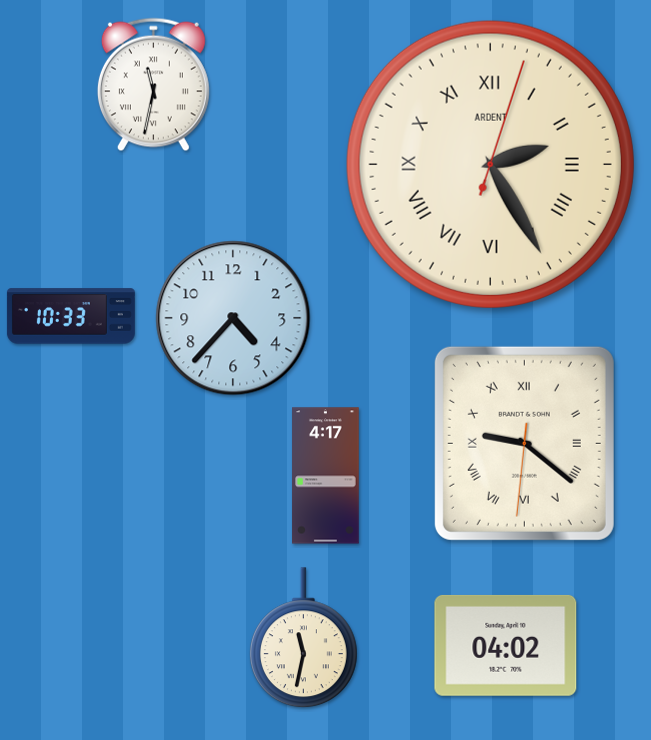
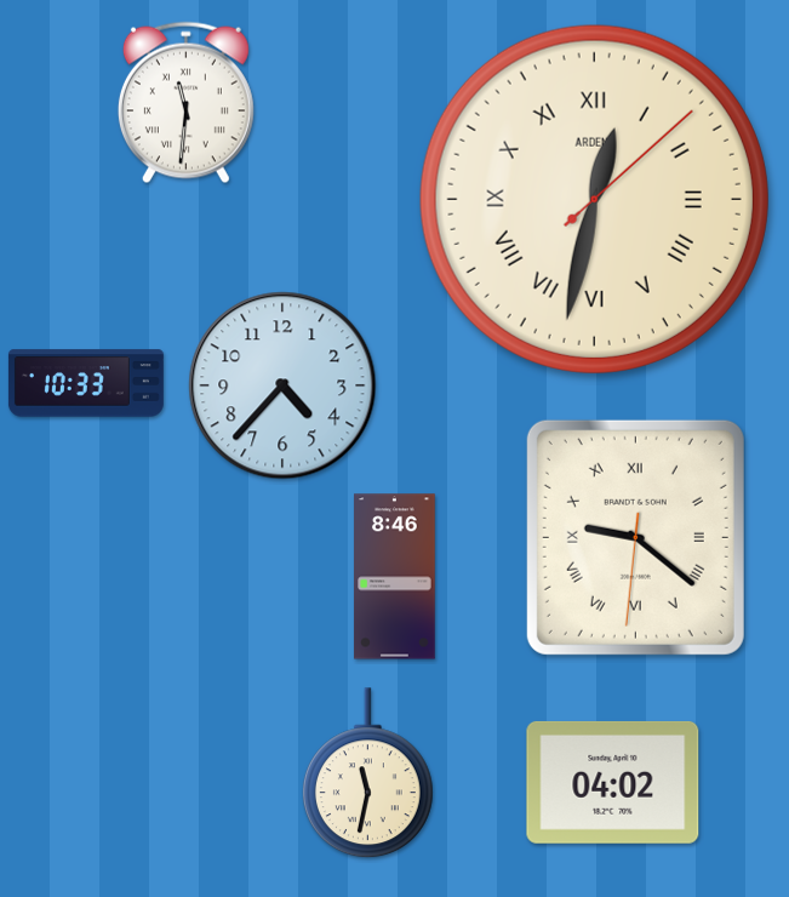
clock at (153, 85): 11:32 -> 11:31
clock at (490, 164): 2:25 -> 12:32
clock at (326, 476): 4:17 -> 8:46
